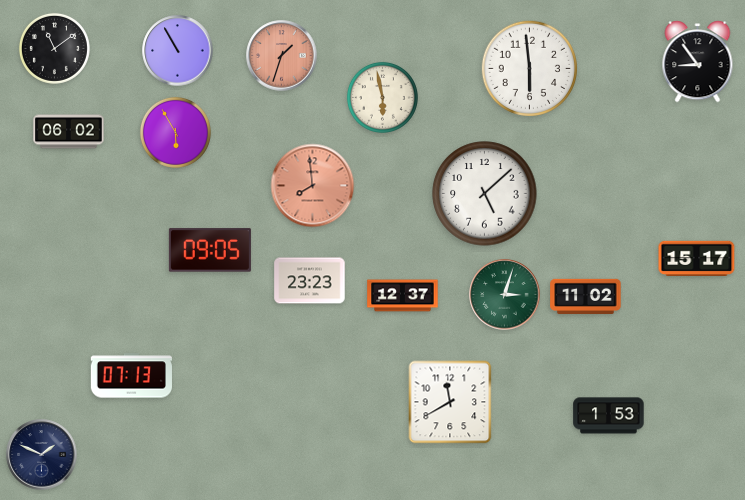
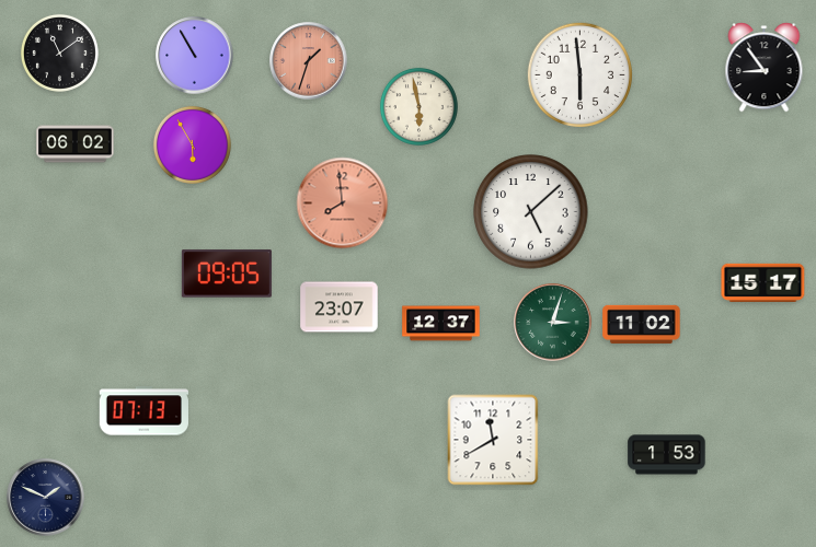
clock at (210, 250) position: (210, 250) -> (227, 273)
clock at (310, 281): 23:23 -> 23:07
